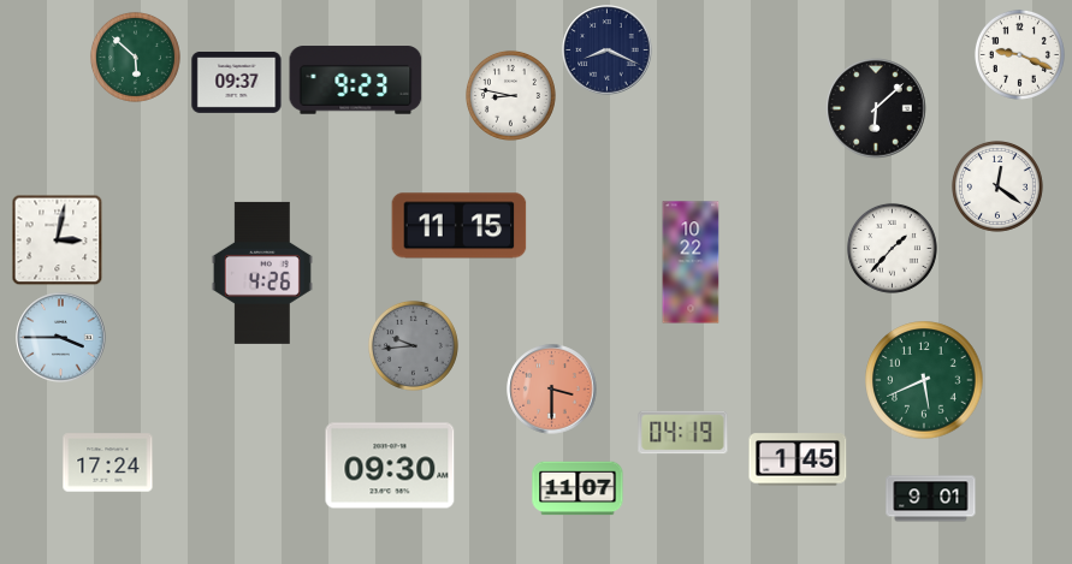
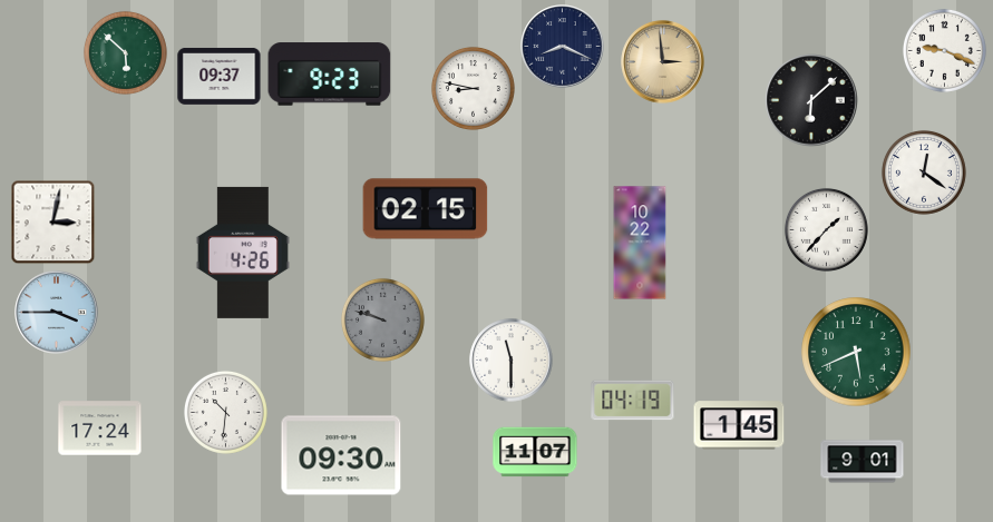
clock at (663, 62): none -> 2:59
clock at (460, 226): 11:15 -> 02:15
clock at (413, 345): 9:44 -> 9:48
clock at (552, 390): 3:30 -> 11:30
clock at (552, 390) dial: salmon -> white
clock at (225, 412): none -> 10:31
clock at (390, 465) position: (390, 465) -> (341, 455)
